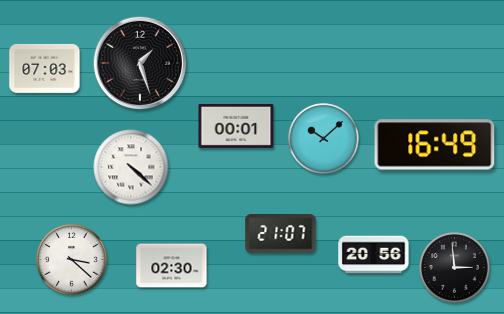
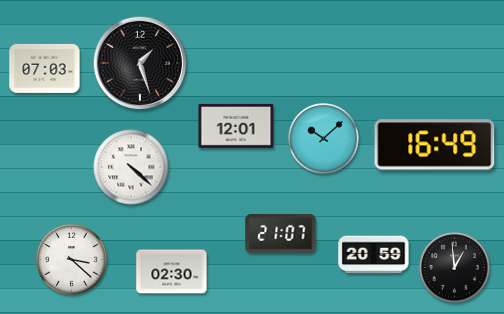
clock at (236, 126): 00:01 -> 12:01
clock at (374, 255): 20:56 -> 20:59
clock at (172, 266) position: (172, 266) -> (172, 272)
clock at (455, 268): 2:59 -> 12:59
